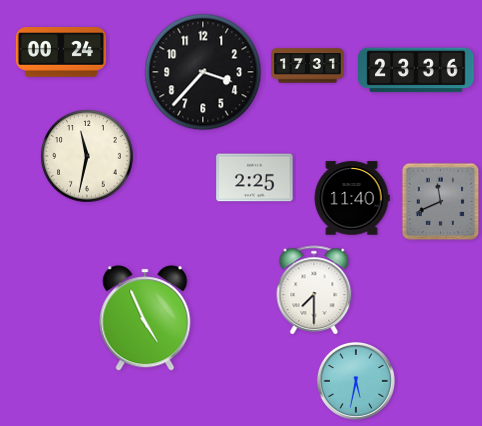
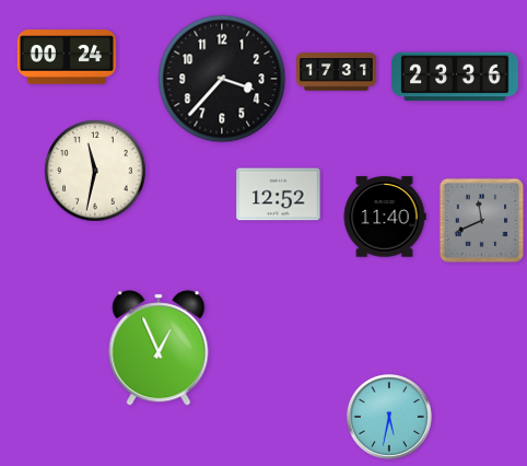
clock at (255, 178): 2:25 -> 12:52
clock at (314, 290): 7:30 -> none
clock at (145, 318): 4:56 -> 12:56
